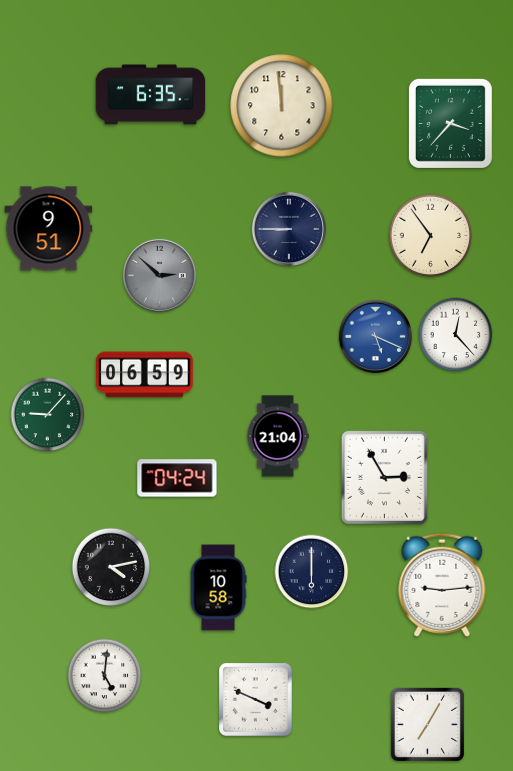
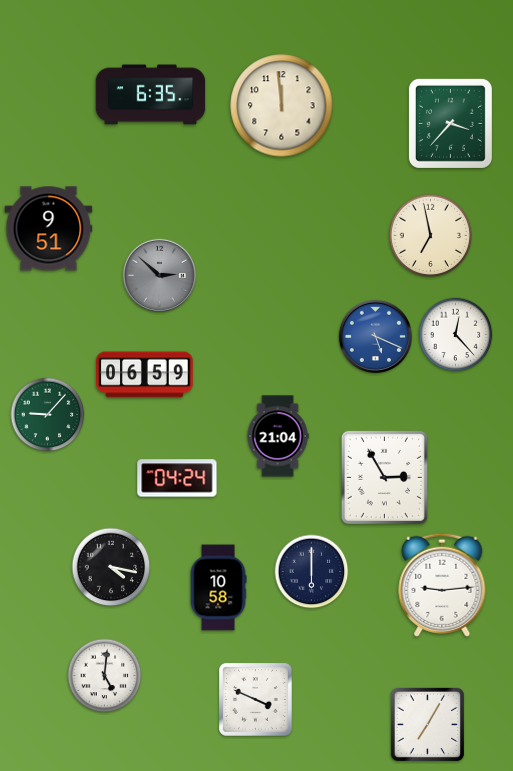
clock at (289, 229): 8:45 -> none
clock at (430, 235): 6:54 -> 6:58
clock at (111, 567): 4:13 -> 4:17
